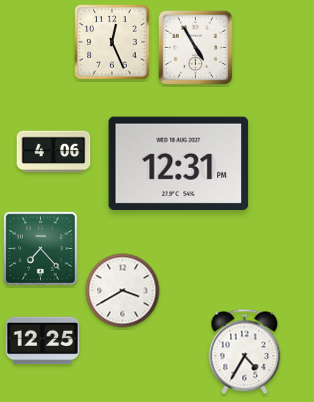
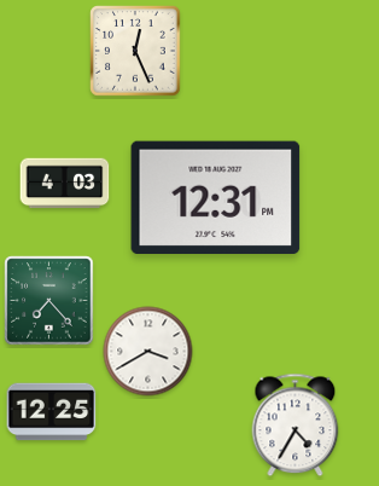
clock at (196, 48): 4:55 -> none
clock at (54, 152): 4:06 -> 4:03
